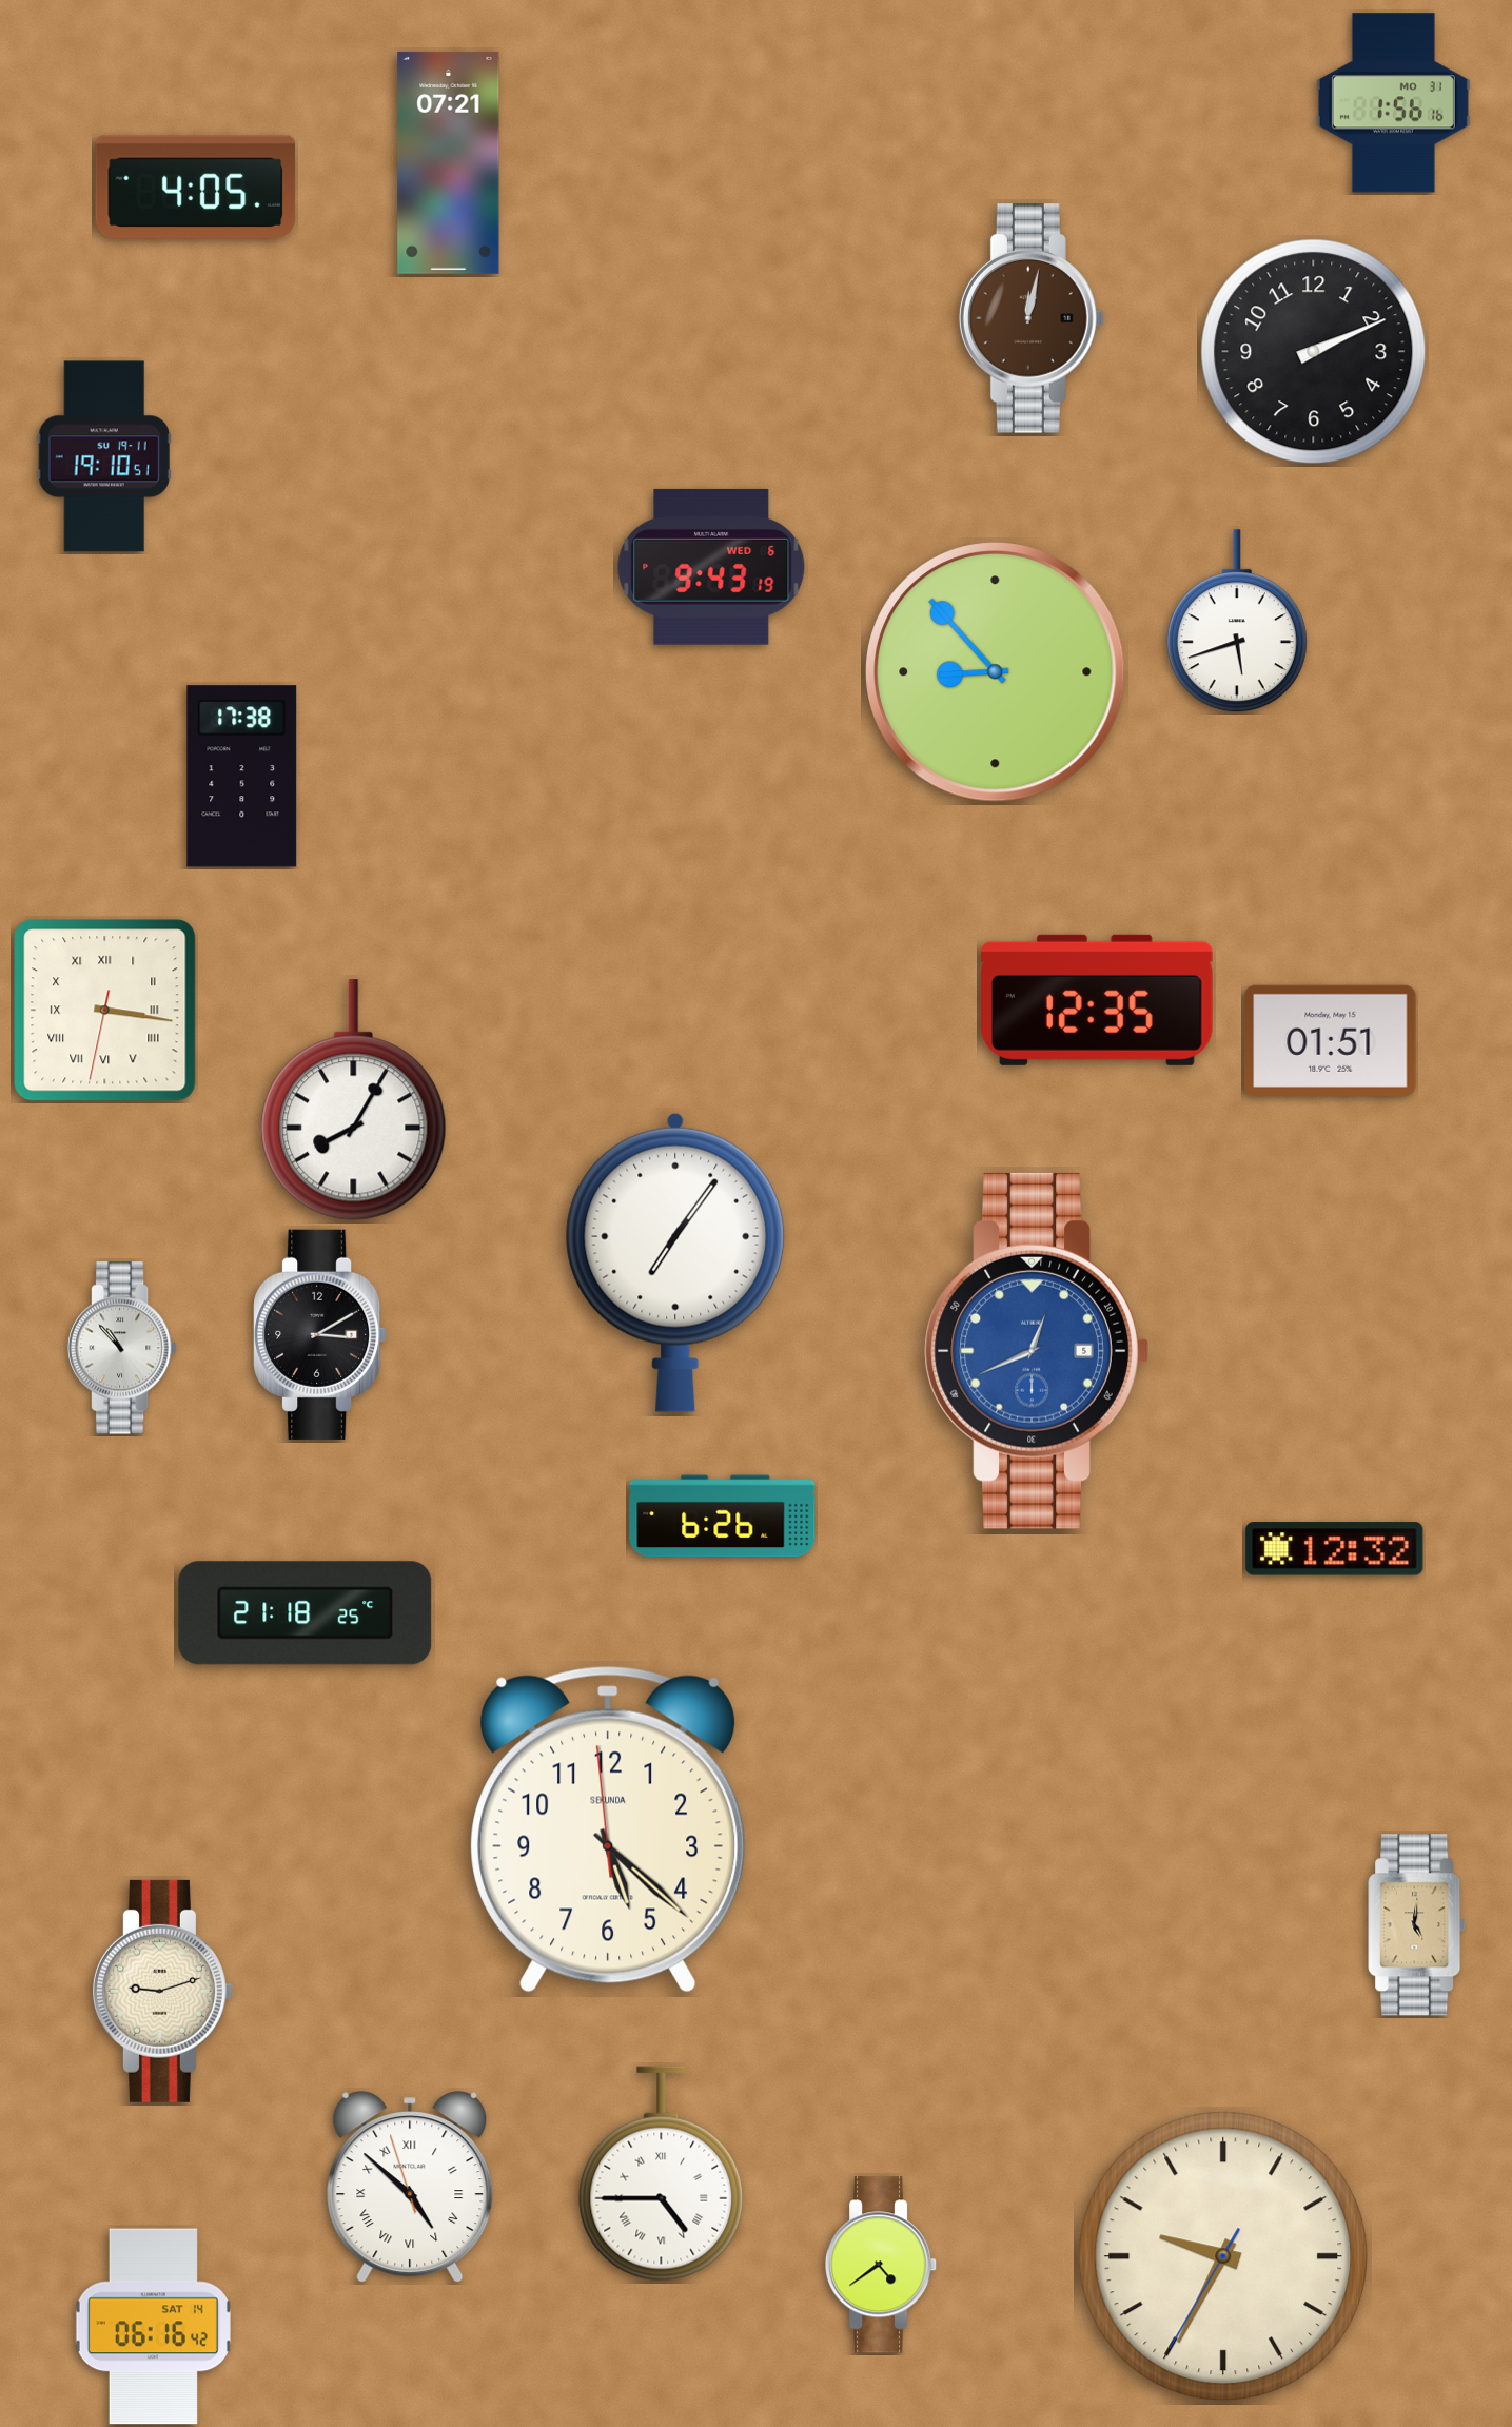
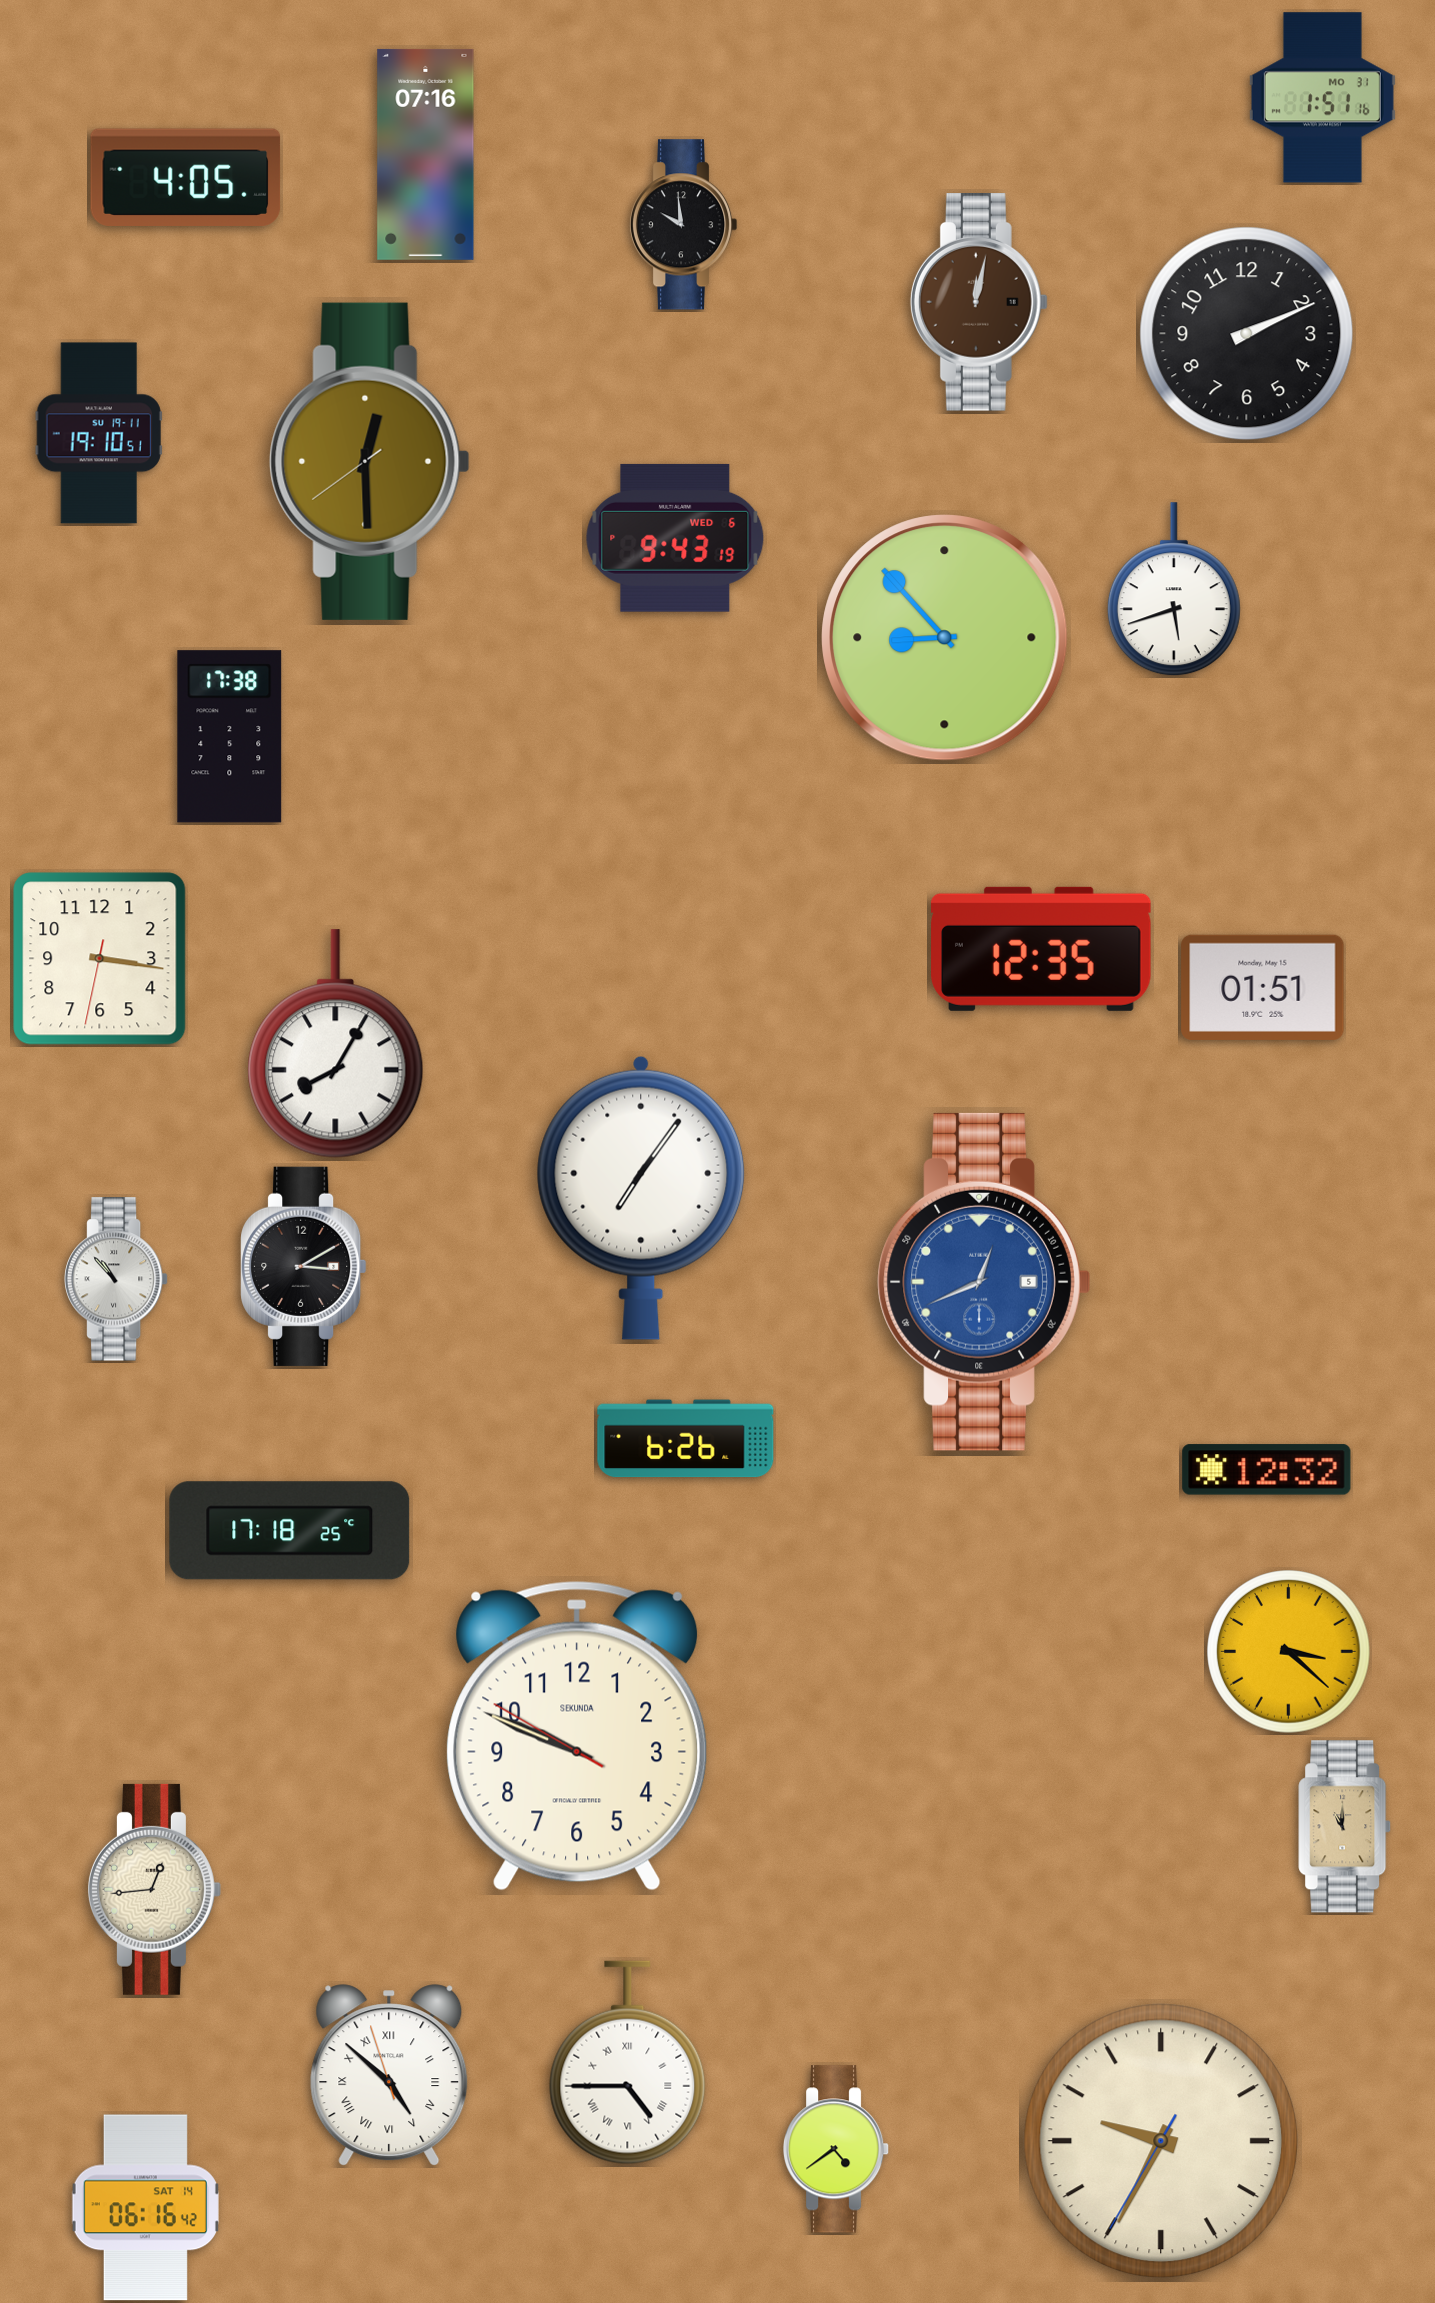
clock at (1393, 103): 1:56 -> 1:51
clock at (449, 162): 07:21 -> 07:16
clock at (683, 225): none -> 9:59
clock at (370, 461): none -> 12:29
clock at (105, 1011) numerals: Roman -> Arabic
clock at (306, 1613): 21:18 -> 17:18
clock at (1289, 1652): none -> 3:22
clock at (608, 1829): 5:21 -> 9:48
clock at (1417, 1925): 5:01 -> 11:00
clock at (162, 1991): 9:12 -> 12:44
